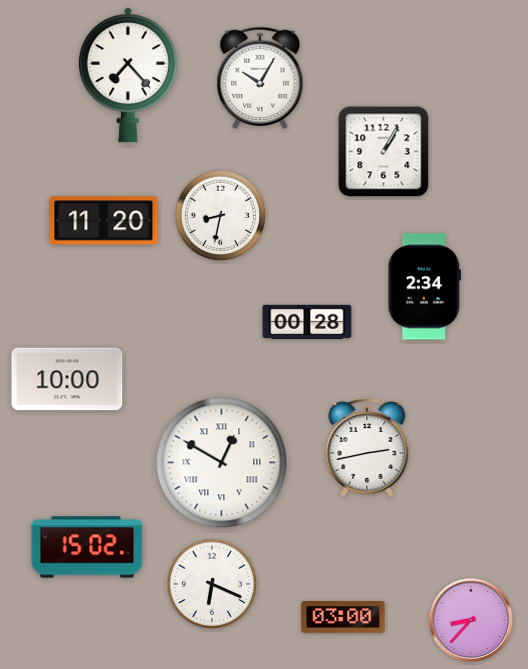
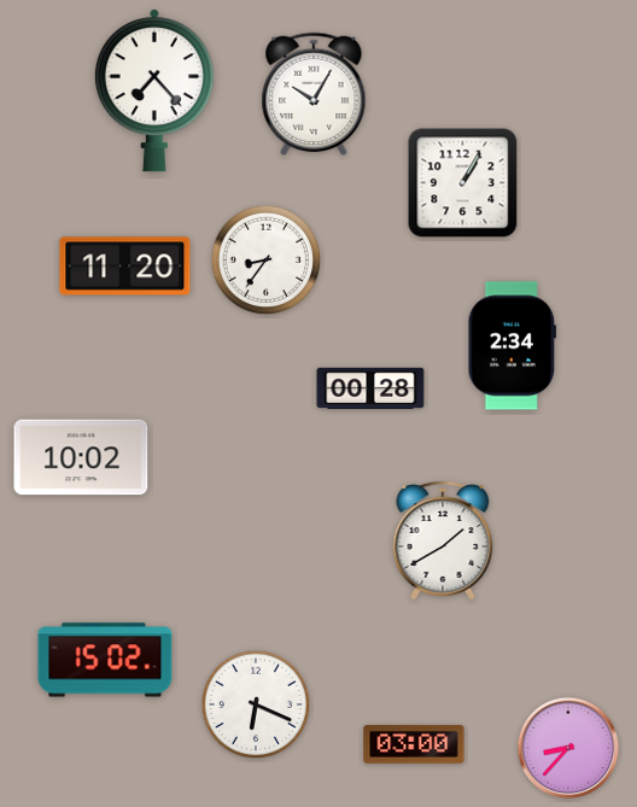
clock at (221, 216): 8:32 -> 8:36
clock at (67, 379): 10:00 -> 10:02
clock at (367, 448): 2:43 -> 1:40
clock at (222, 463): 12:50 -> none
